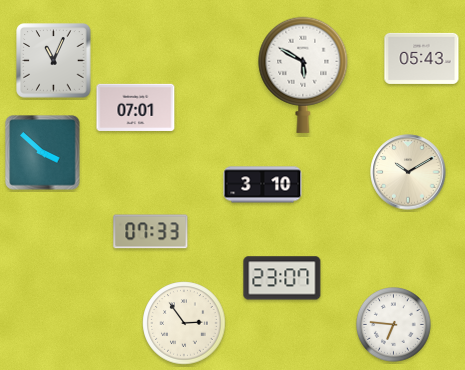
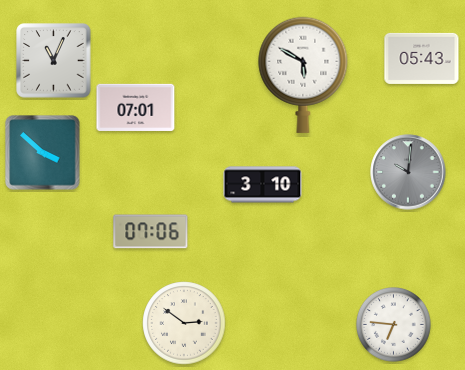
clock at (408, 172): 10:10 -> 10:01
clock at (408, 172) dial: cream -> grey
clock at (151, 232): 07:33 -> 07:06
clock at (282, 278): 23:07 -> none
clock at (184, 323): 2:54 -> 2:51
